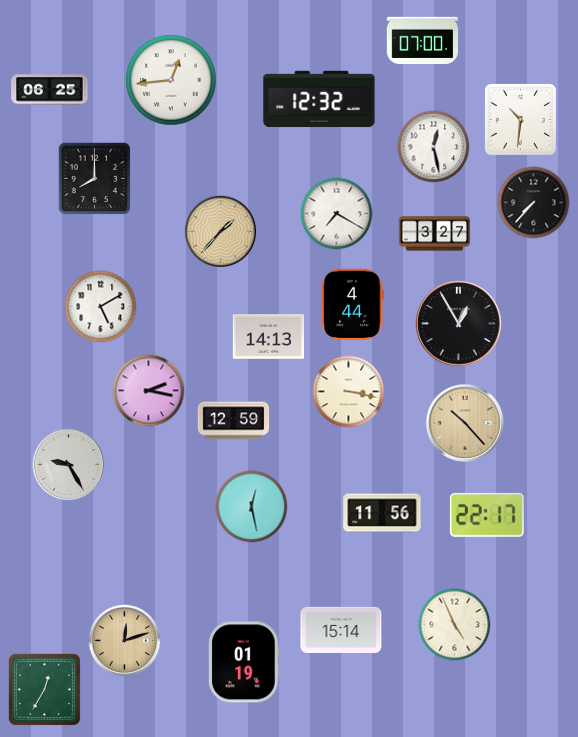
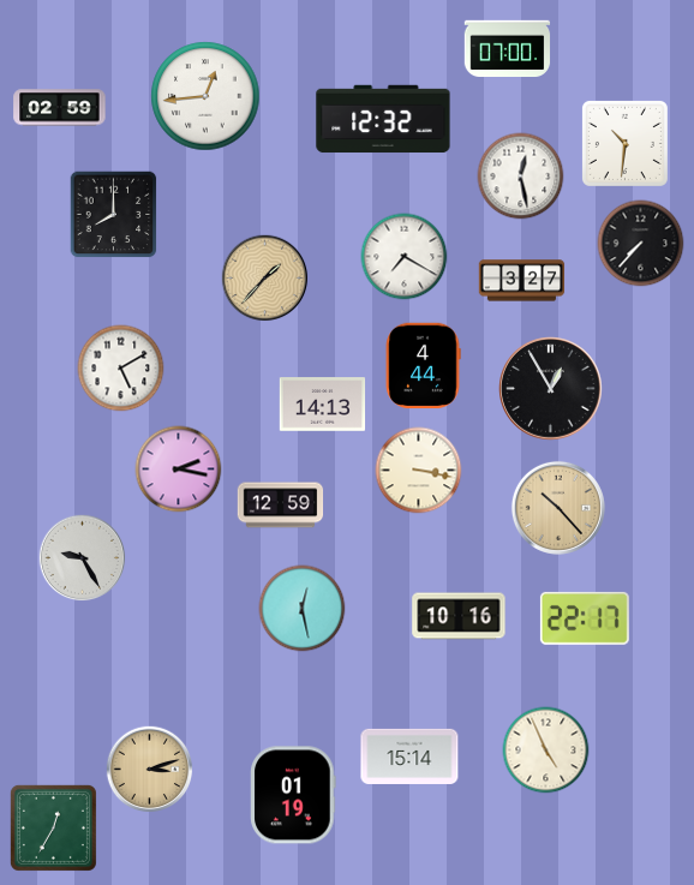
clock at (50, 90): 06:25 -> 02:59
clock at (382, 513): 11:56 -> 10:16
clock at (125, 641): 12:12 -> 3:12
